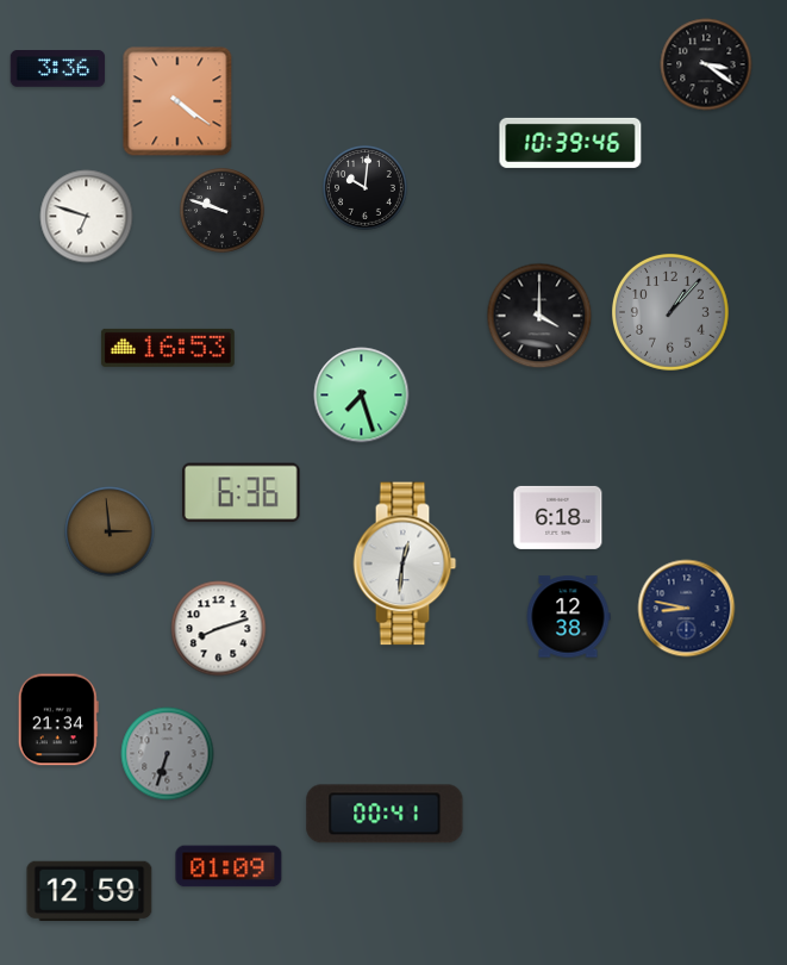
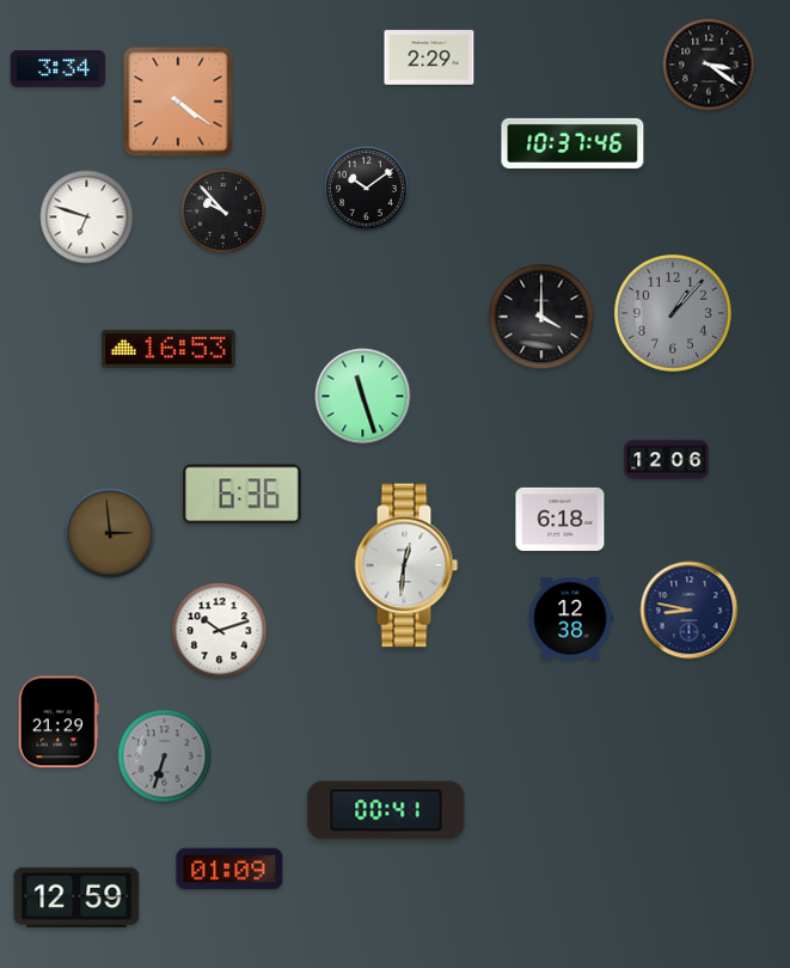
clock at (429, 57): none -> 2:29
clock at (58, 69): 3:36 -> 3:34
clock at (570, 143): 10:39 -> 10:37
clock at (366, 188): 10:01 -> 10:09
clock at (223, 211): 9:48 -> 9:53
clock at (362, 396): 7:27 -> 11:27
clock at (667, 460): none -> 12:06
clock at (219, 629): 8:12 -> 10:12
clock at (58, 720): 21:34 -> 21:29
clock at (168, 754) position: (168, 754) -> (165, 756)
clock at (385, 814) position: (385, 814) -> (386, 810)
clock at (89, 890) position: (89, 890) -> (76, 896)
